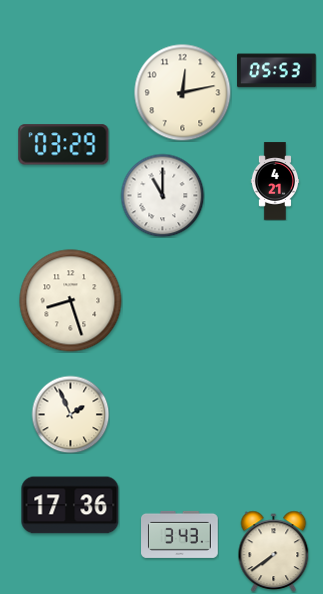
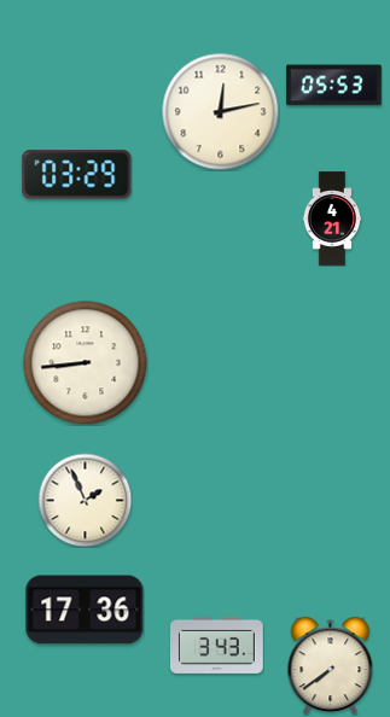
clock at (162, 195): 11:00 -> none
clock at (71, 301): 8:27 -> 8:44
